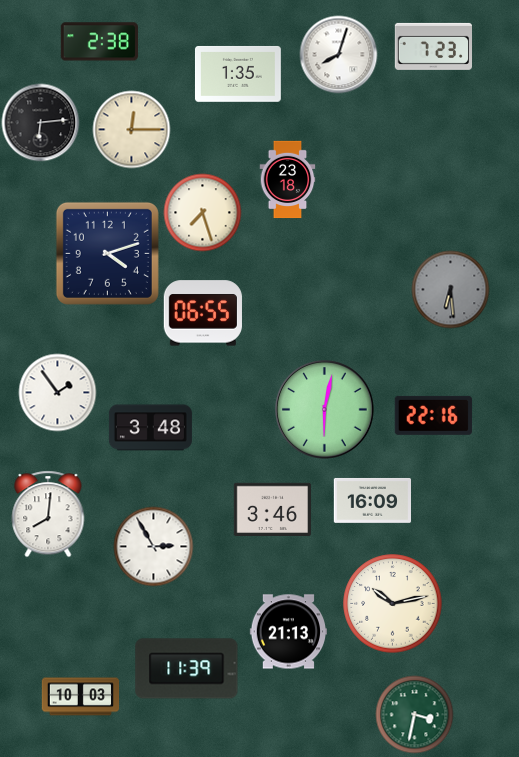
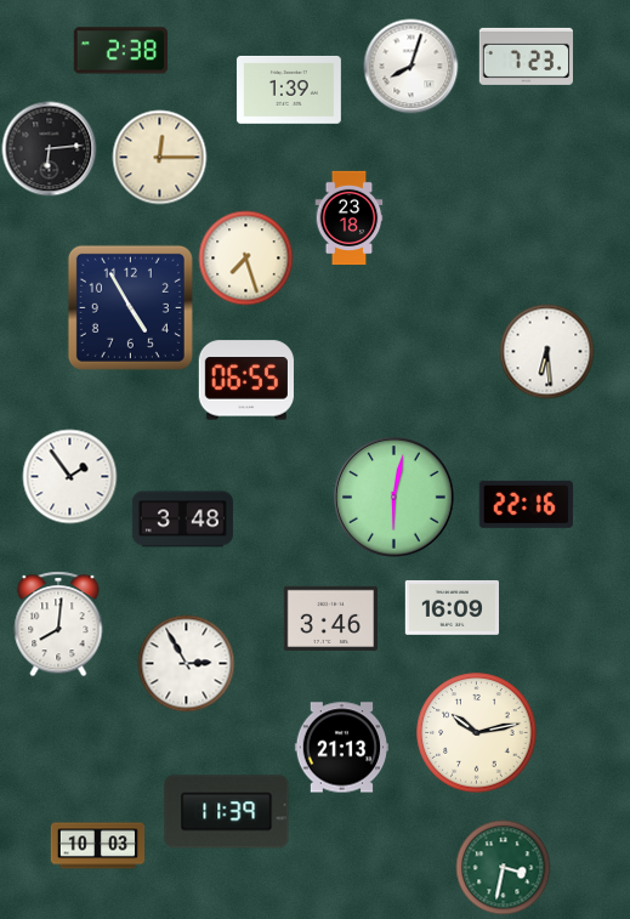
clock at (238, 74): 1:35 -> 1:39
clock at (107, 253): 4:12 -> 4:55
clock at (450, 289) dial: grey -> white
clock at (288, 632) position: (288, 632) -> (341, 748)
